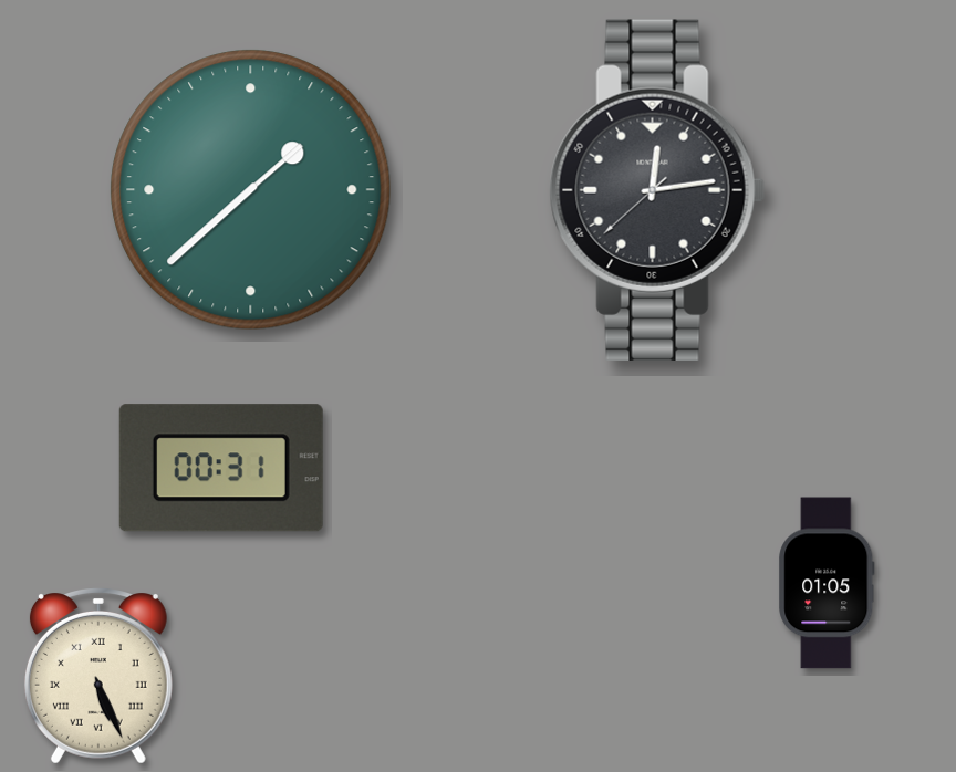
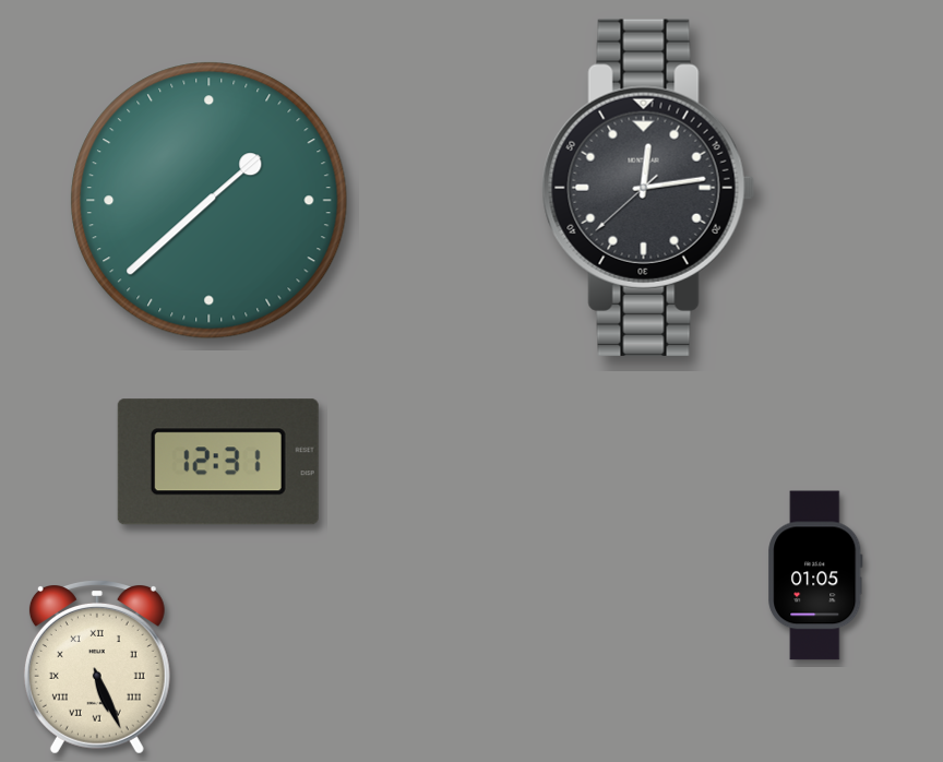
clock at (251, 190) position: (251, 190) -> (210, 201)
clock at (221, 468): 00:31 -> 12:31
